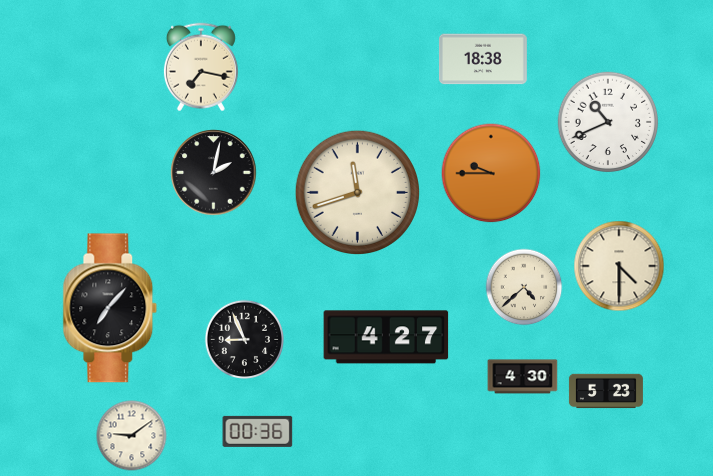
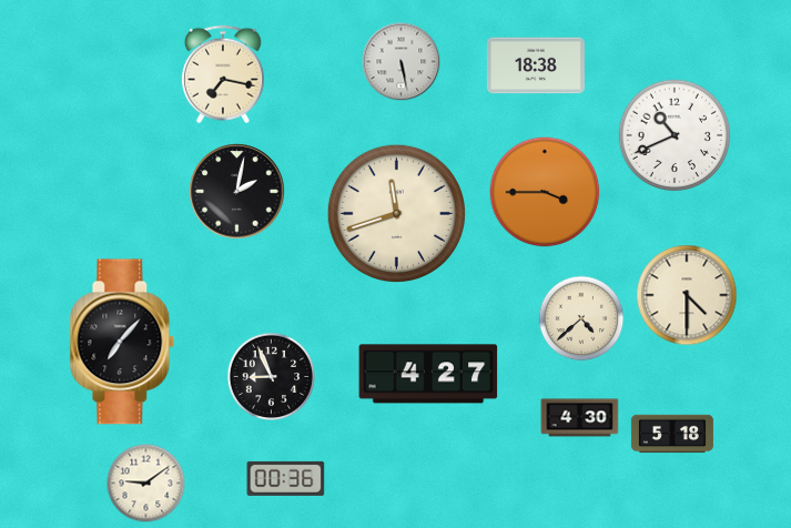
clock at (402, 62): none -> 5:28
clock at (491, 173): 9:45 -> 3:45
clock at (606, 391): 5:23 -> 5:18
